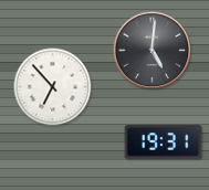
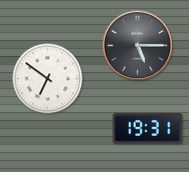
clock at (153, 51): 5:01 -> 5:15
clock at (53, 87): 6:53 -> 6:51
